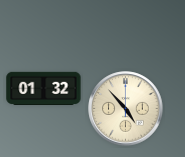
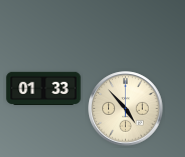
clock at (44, 88): 01:32 -> 01:33
